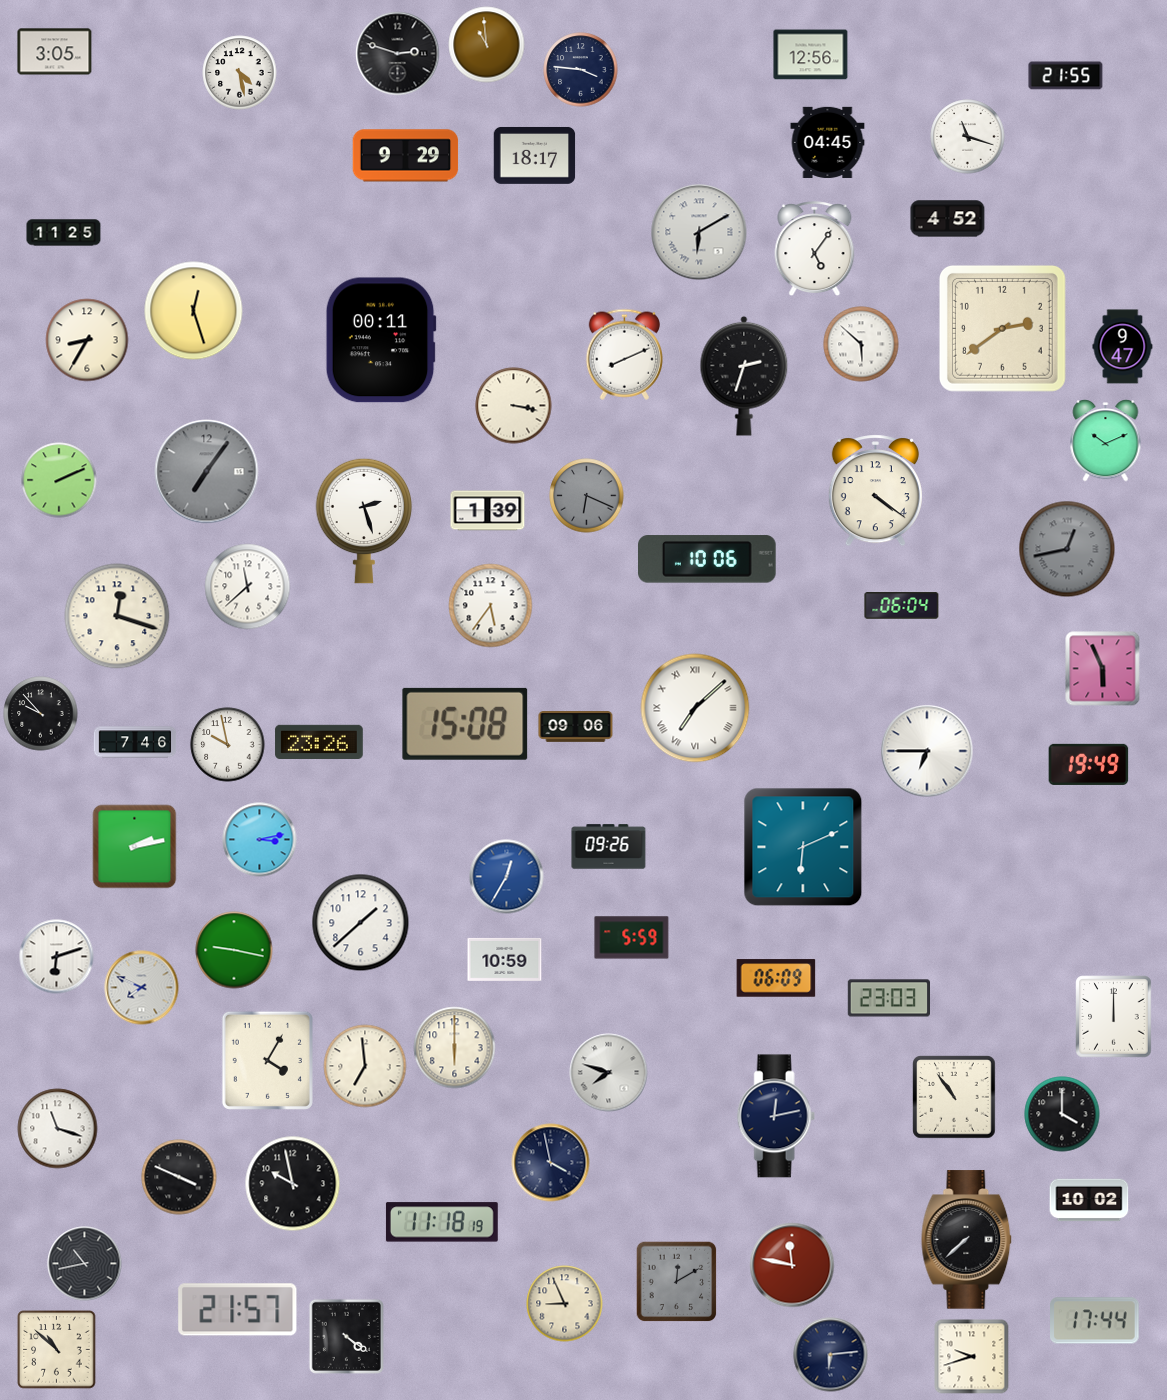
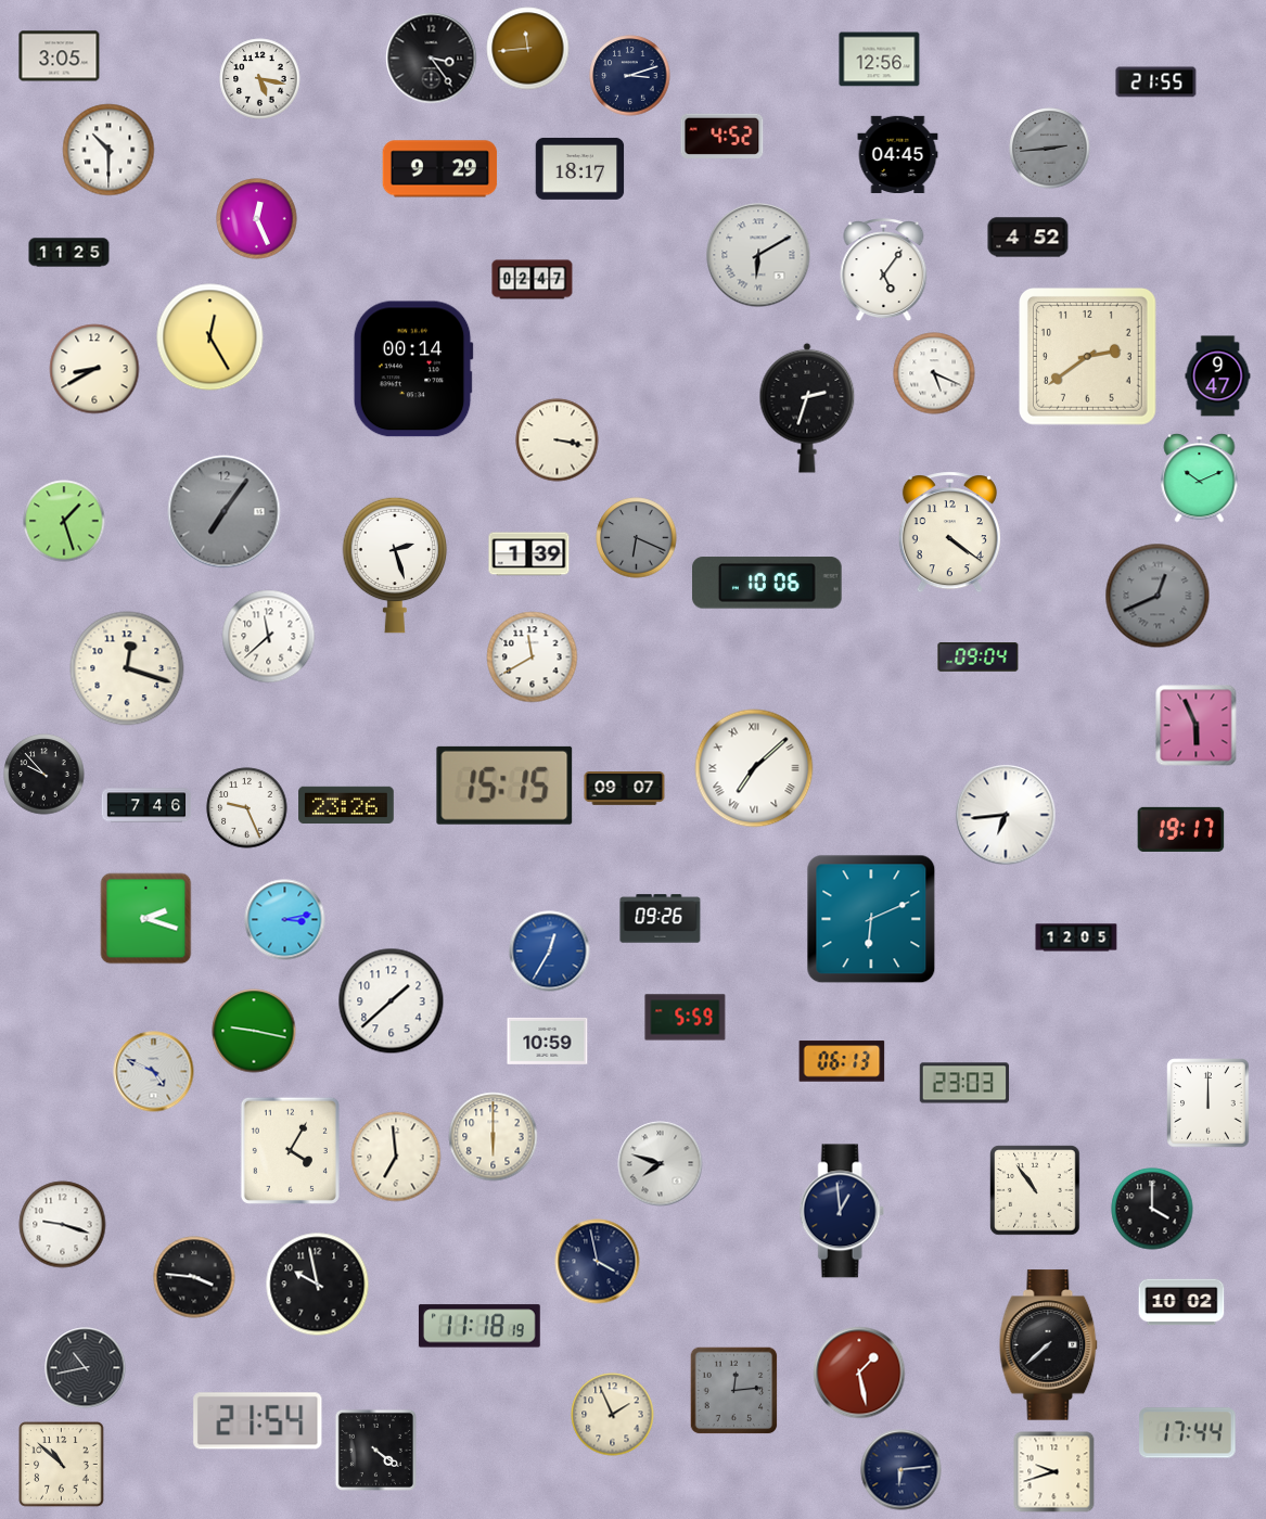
clock at (487, 45): 10:59 -> 11:44
clock at (398, 54): 2:48 -> 3:24
clock at (581, 70): 3:46 -> 3:12
clock at (240, 73): 4:28 -> 5:17
clock at (722, 136): none -> 4:52
clock at (968, 137): 11:18 -> 2:44
clock at (968, 137) dial: white -> grey
clock at (108, 150): none -> 10:30
clock at (257, 219): none -> 12:26
clock at (699, 232) position: (699, 232) -> (758, 255)
clock at (533, 280): none -> 02:47
clock at (194, 311): 12:27 -> 12:25
clock at (87, 340): 8:35 -> 8:40
clock at (381, 340): 00:11 -> 00:14
clock at (861, 344): 5:52 -> 5:19
clock at (624, 354): 8:11 -> none
clock at (59, 480): 2:11 -> 1:27
clock at (1067, 549): 12:43 -> 12:41
clock at (708, 559) position: (708, 559) -> (768, 583)
clock at (491, 606): 5:36 -> 11:40
clock at (902, 606): 06:04 -> 09:04
clock at (465, 724): 15:08 -> 15:15
clock at (576, 727): 09:06 -> 09:07
clock at (228, 745): 9:58 -> 9:26
clock at (927, 751): 6:45 -> 6:44
clock at (1089, 764): 19:49 -> 19:17
clock at (260, 840) position: (260, 840) -> (285, 920)
clock at (135, 847): 2:13 -> 2:18
clock at (1076, 937): none -> 12:05
clock at (57, 957): 6:12 -> none
clock at (776, 978): 06:09 -> 06:13
clock at (142, 988): 7:49 -> 4:49
clock at (776, 1116): 12:13 -> 12:59
clock at (58, 1129): 11:18 -> 9:18
clock at (179, 1177): 3:49 -> 3:46
clock at (85, 1264) position: (85, 1264) -> (86, 1368)
clock at (792, 1265): 11:47 -> 1:28
clock at (677, 1282): 12:10 -> 12:14
clock at (565, 1304): 8:56 -> 1:56
clock at (238, 1310): 21:57 -> 21:54
